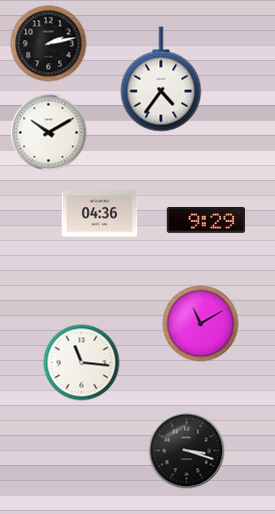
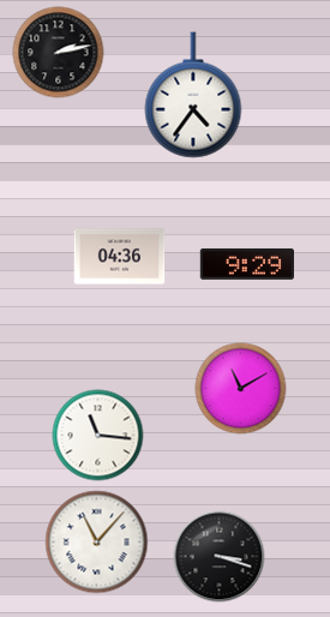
clock at (49, 133): 10:10 -> none
clock at (187, 451) position: (187, 451) -> (220, 557)
clock at (97, 543): none -> 11:07
